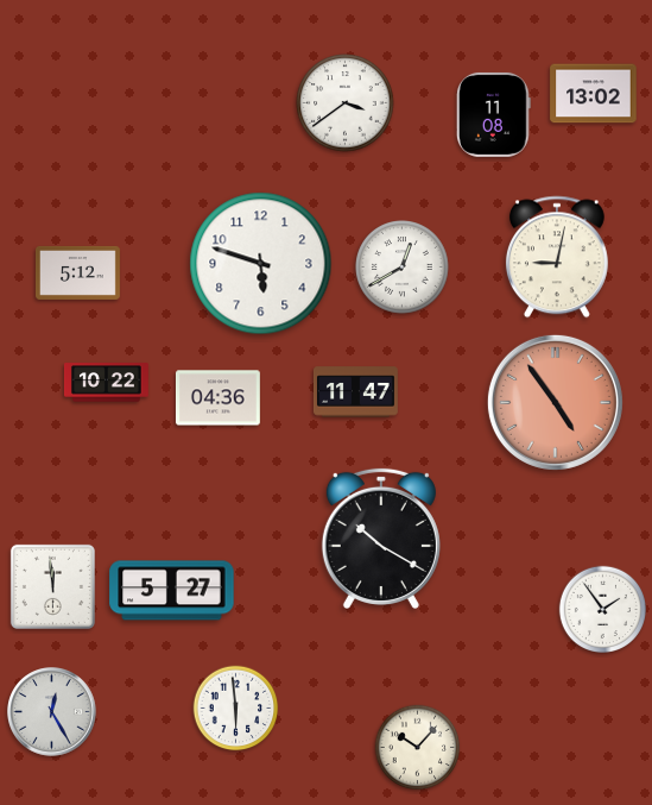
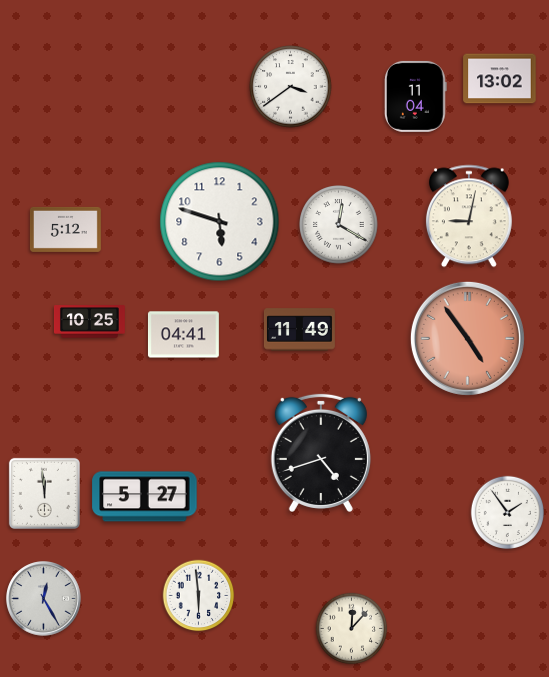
clock at (493, 114): 11:08 -> 11:04
clock at (403, 268): 12:40 -> 12:20
clock at (106, 383): 10:22 -> 10:25
clock at (355, 392): 11:47 -> 11:49
clock at (217, 398): 04:36 -> 04:41
clock at (381, 539): 10:20 -> 4:42
clock at (418, 748): 10:07 -> 12:07
